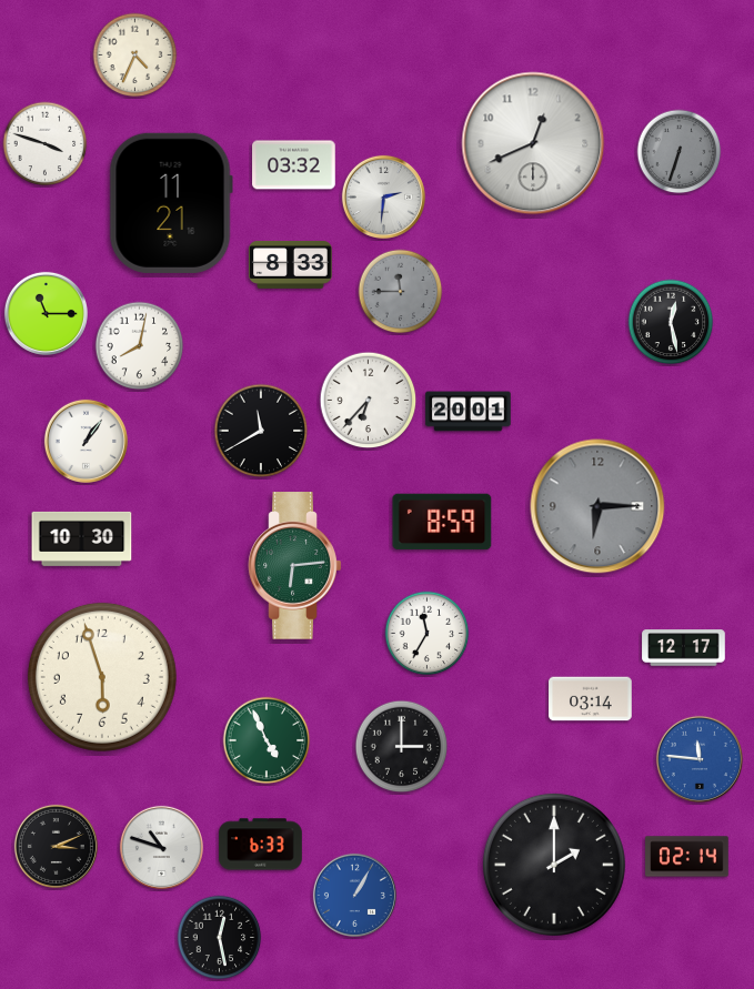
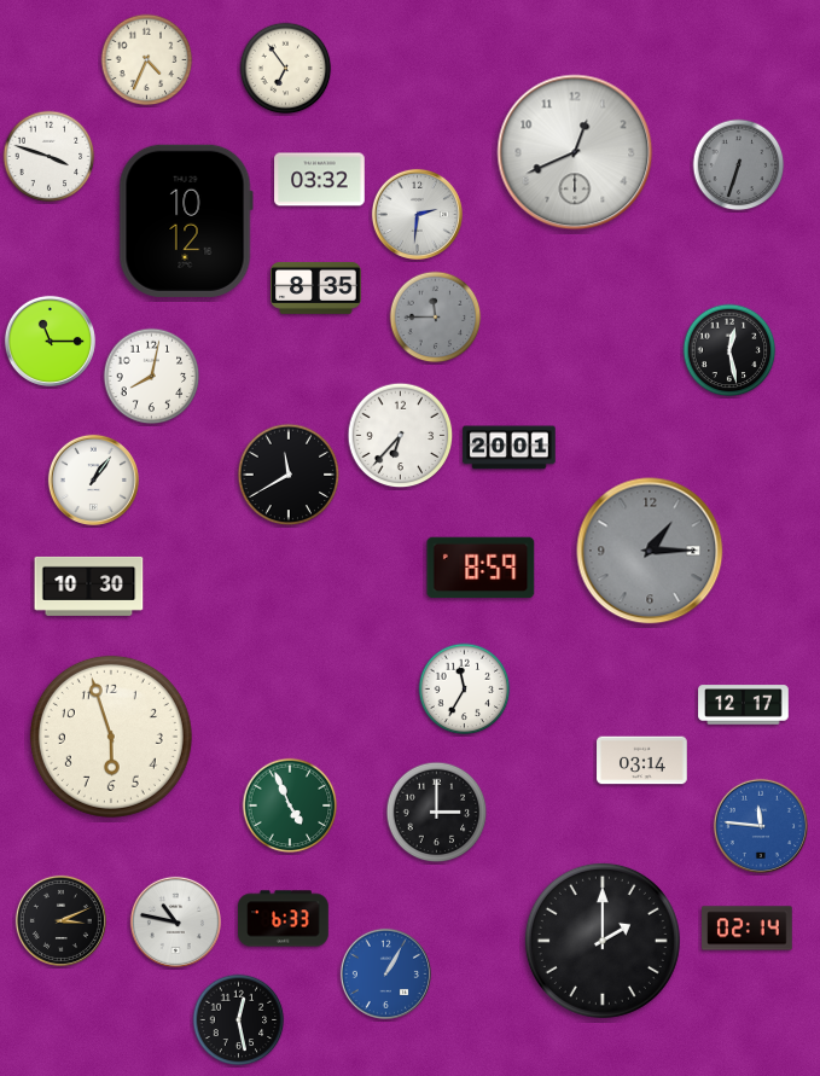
clock at (286, 69): none -> 6:54
clock at (533, 143) position: (533, 143) -> (575, 152)
clock at (171, 203): 11:21 -> 10:12
clock at (291, 264): 8:33 -> 8:35
clock at (261, 431) position: (261, 431) -> (289, 475)
clock at (597, 506): 6:15 -> 1:15
clock at (295, 566): 6:14 -> none
clock at (161, 847): 10:48 -> 10:47
clock at (687, 857) position: (687, 857) -> (748, 929)
